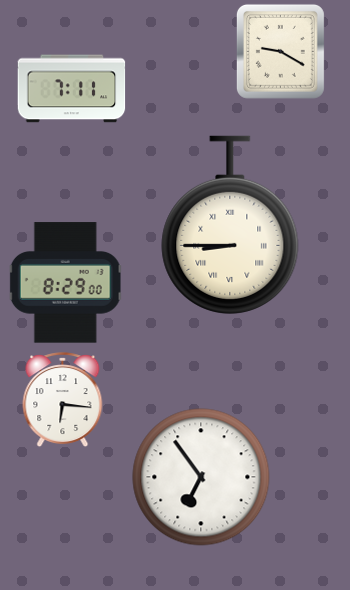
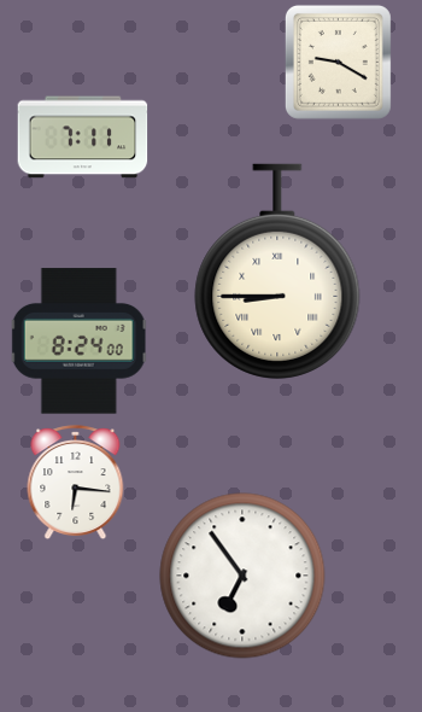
clock at (72, 89) position: (72, 89) -> (83, 138)
clock at (66, 283): 8:29 -> 8:24
